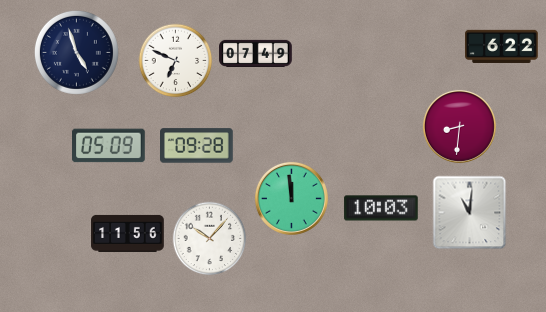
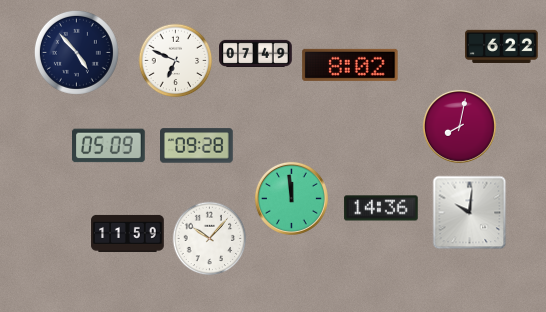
clock at (76, 52): 4:57 -> 4:53
clock at (350, 65): none -> 8:02
clock at (459, 126): 8:31 -> 8:02
clock at (381, 208): 10:03 -> 14:36
clock at (470, 213): 11:01 -> 10:01
clock at (128, 233): 11:56 -> 11:59
